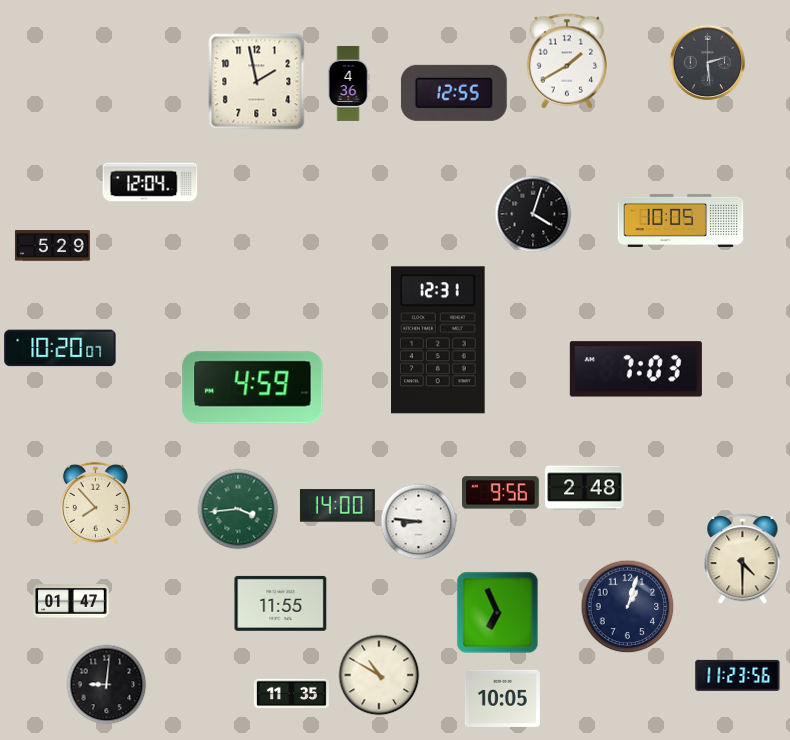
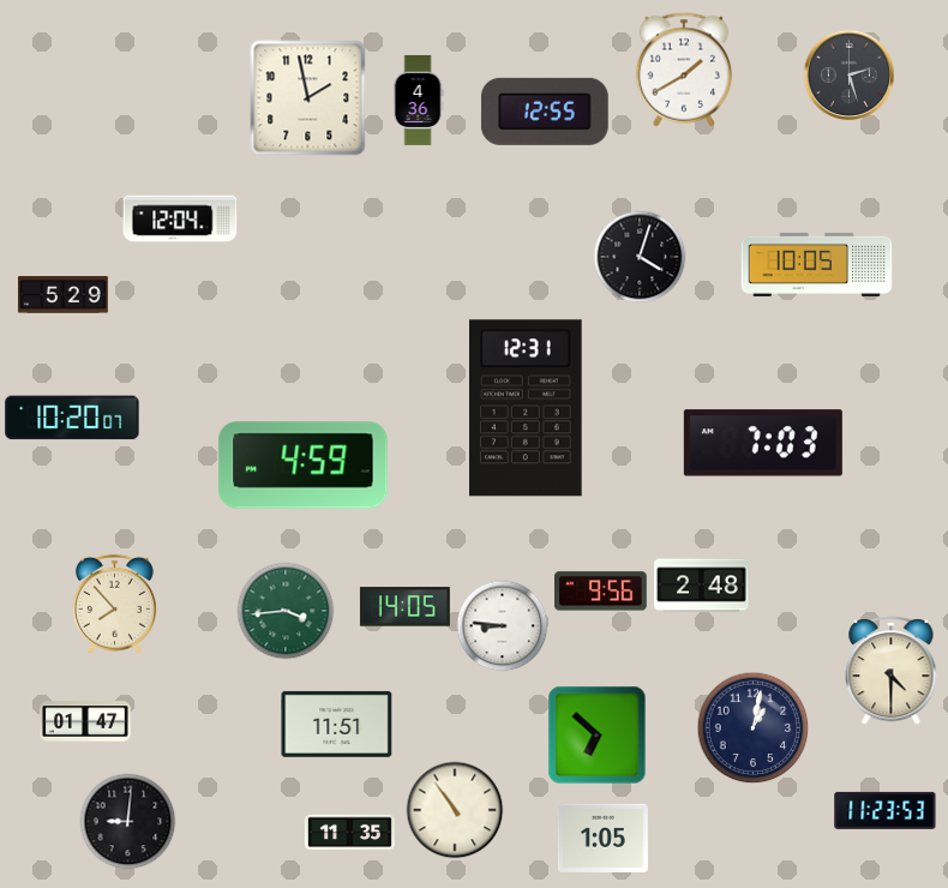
clock at (567, 61) position: (567, 61) -> (684, 70)
clock at (708, 63): 2:29 -> 2:27
clock at (337, 506): 14:00 -> 14:05
clock at (281, 603): 11:55 -> 11:51
clock at (628, 607): 1:03 -> 1:02
clock at (498, 613): 6:56 -> 6:52
clock at (379, 675): 10:50 -> 10:54
clock at (738, 675): 11:23:56 -> 11:23:53
clock at (502, 698): 10:05 -> 1:05
